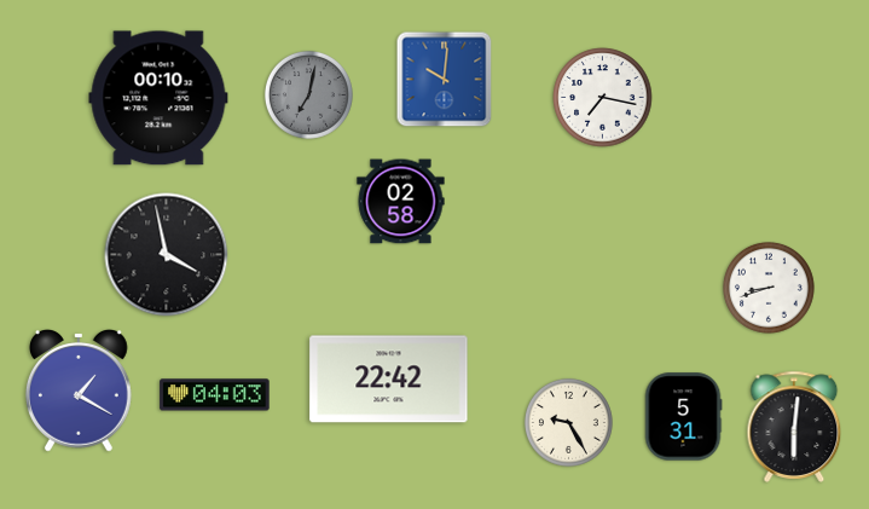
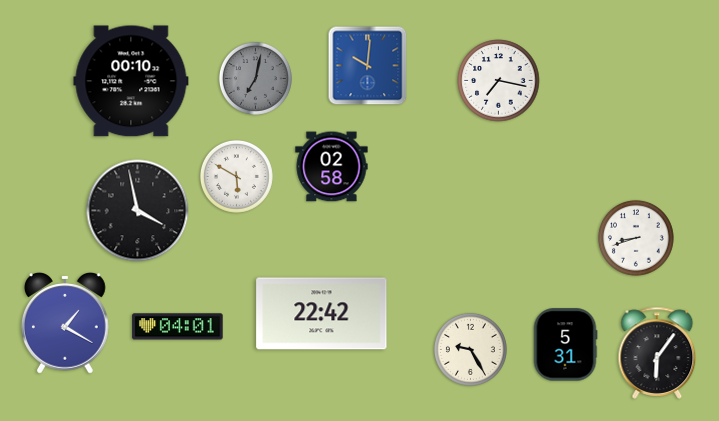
clock at (236, 176): none -> 5:50
clock at (215, 395): 04:03 -> 04:01
clock at (794, 427): 6:01 -> 6:06
